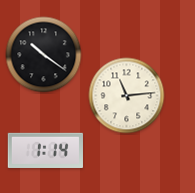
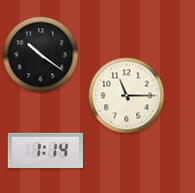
clock at (44, 55) position: (44, 55) -> (41, 55)
clock at (127, 96): 11:14 -> 11:15
